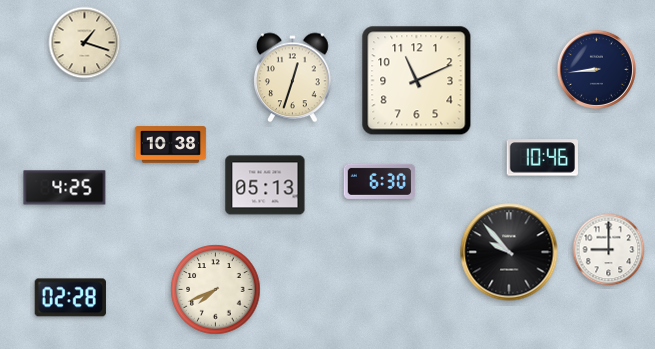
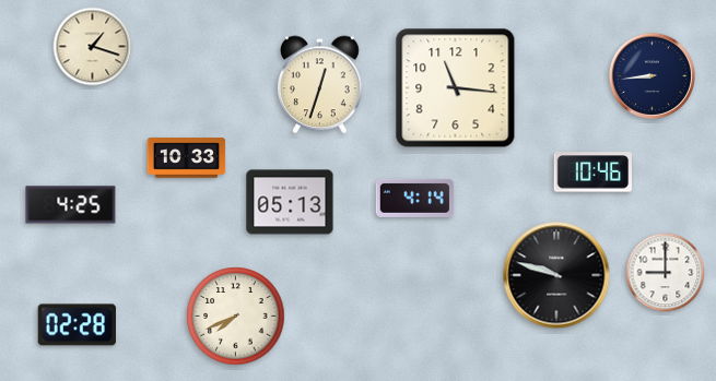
clock at (417, 81): 11:11 -> 11:16
clock at (171, 145): 10:38 -> 10:33
clock at (380, 181): 6:30 -> 4:14
clock at (509, 252): 9:53 -> 9:48
